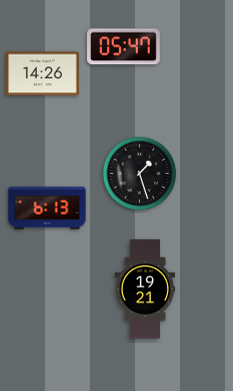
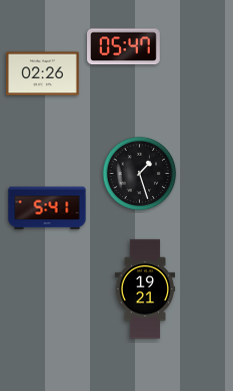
clock at (43, 74): 14:26 -> 02:26
clock at (47, 208): 6:13 -> 5:41
